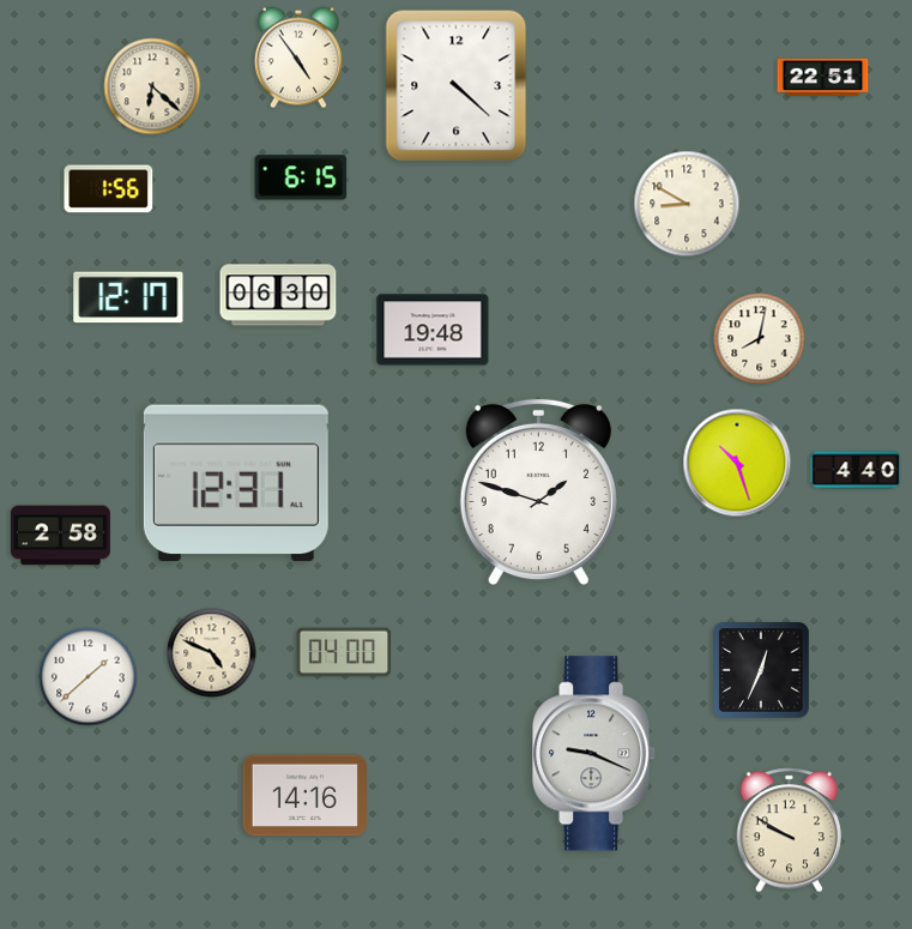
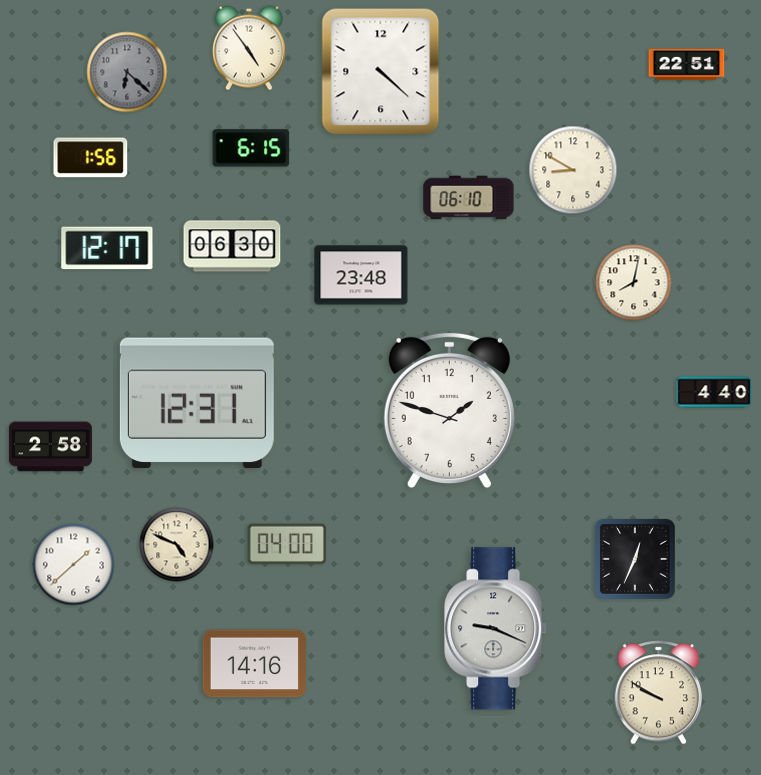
clock at (152, 86) dial: cream -> grey
clock at (469, 198): none -> 06:10
clock at (433, 330): 19:48 -> 23:48
clock at (737, 463): 10:27 -> none
